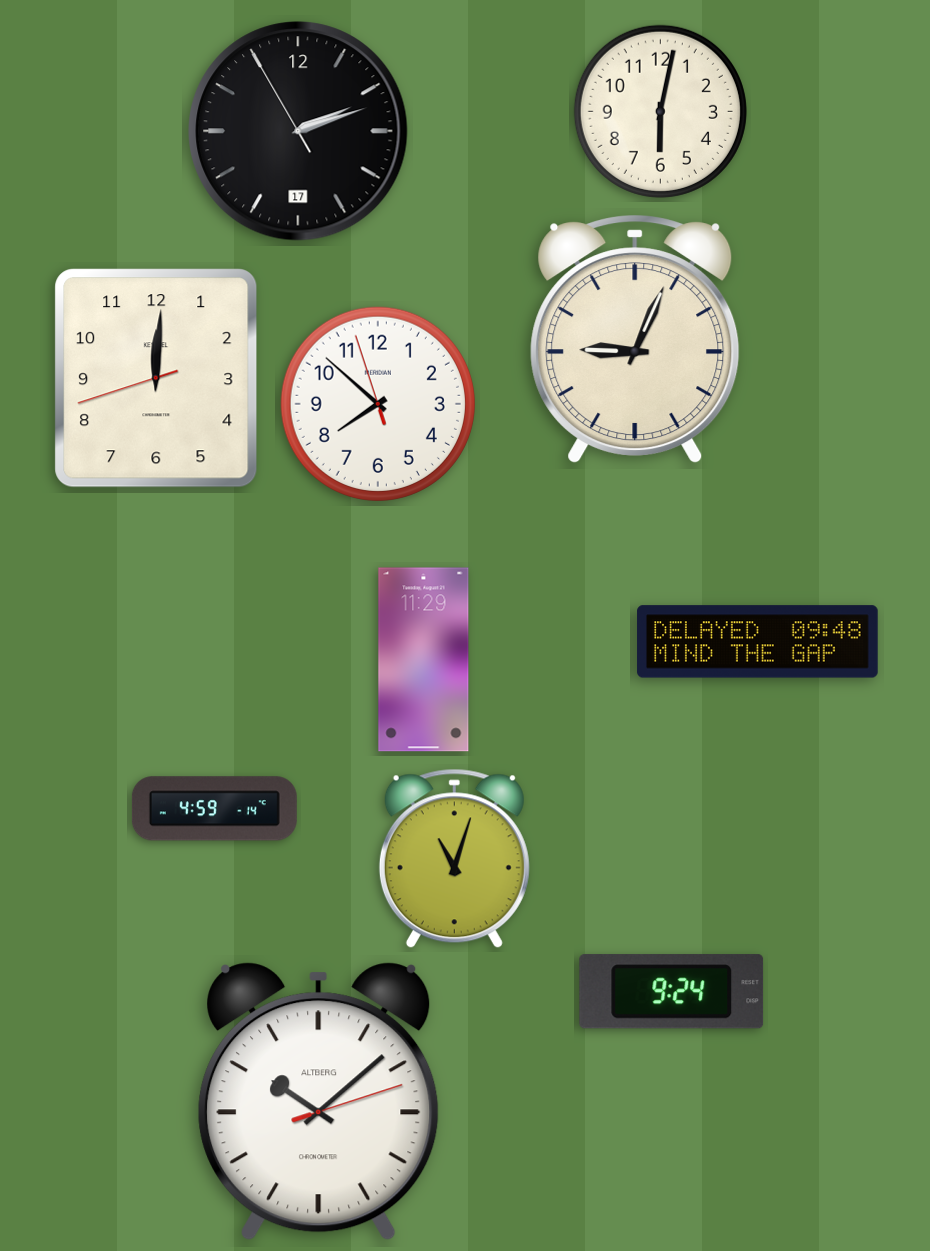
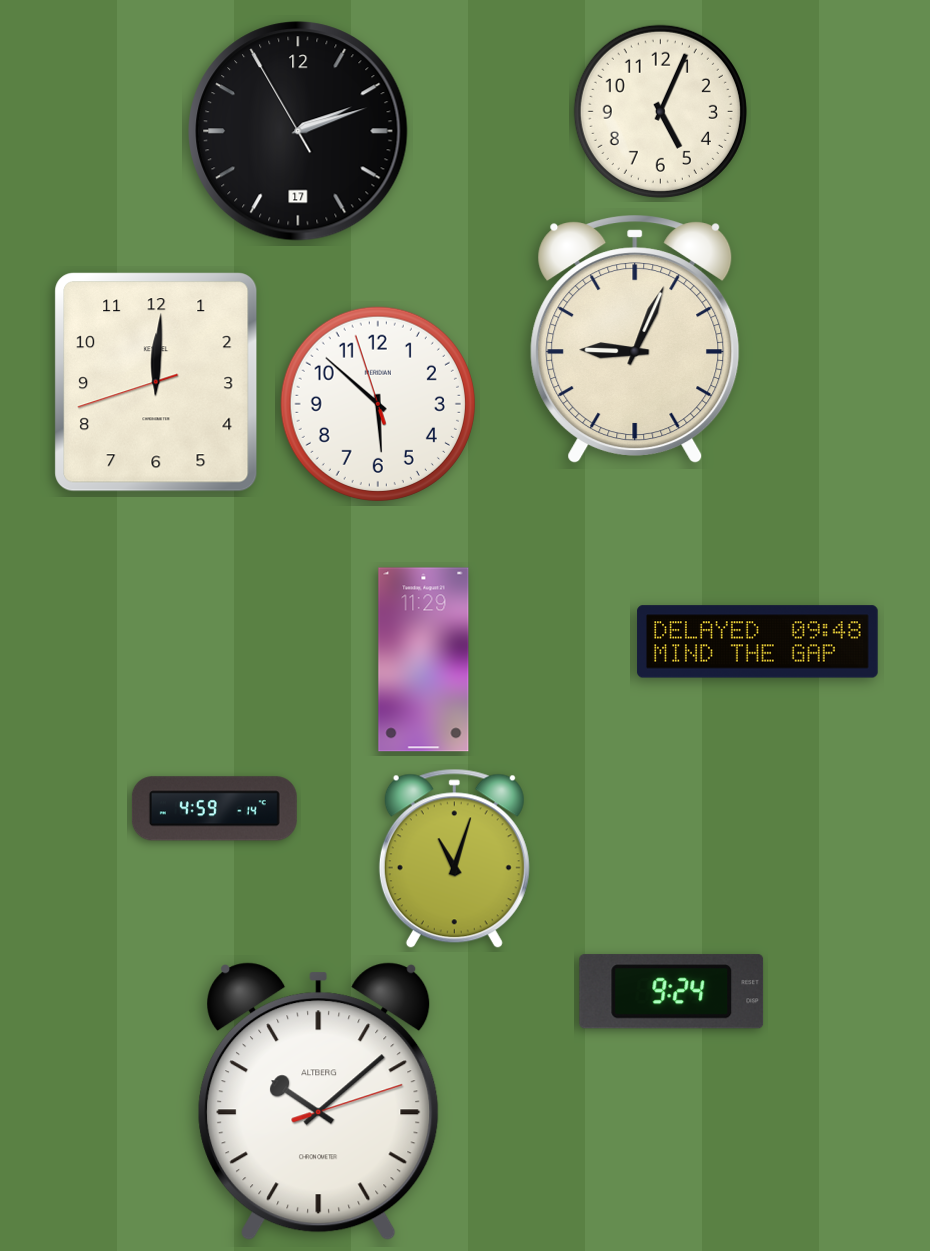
clock at (660, 111): 6:02 -> 5:04
clock at (156, 378) position: (156, 378) -> (156, 382)
clock at (378, 404): 7:51 -> 5:51
